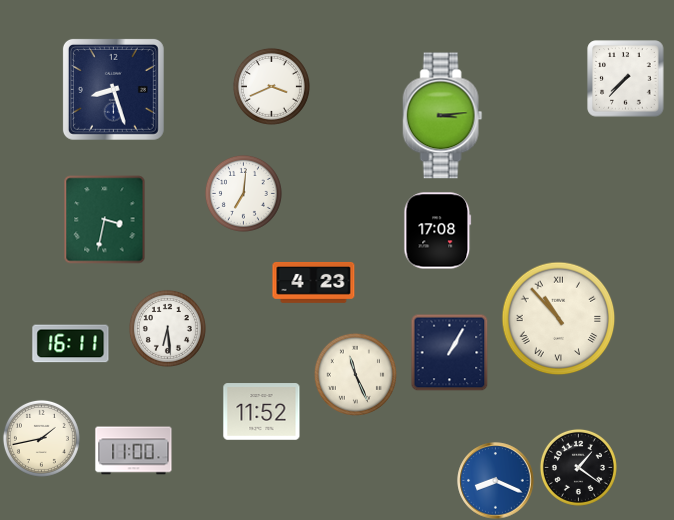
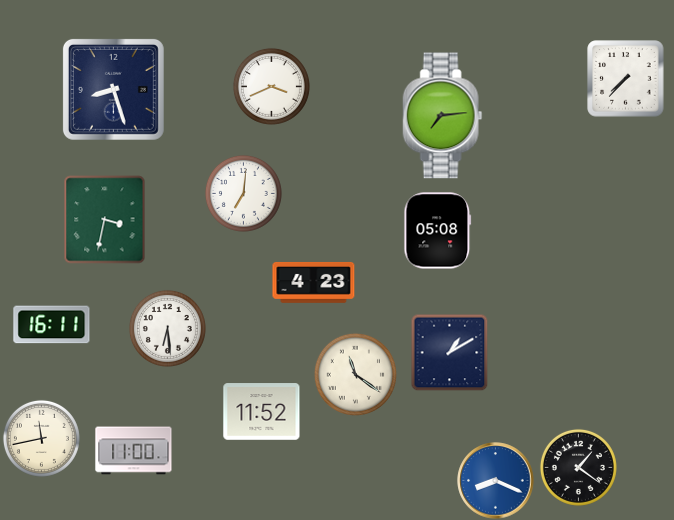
clock at (443, 116): 3:14 -> 7:14
clock at (438, 231): 17:08 -> 05:08
clock at (559, 319): 10:53 -> none
clock at (71, 344) position: (71, 344) -> (52, 325)
clock at (449, 352): 1:05 -> 1:10
clock at (355, 374): 11:26 -> 11:21
clock at (41, 438): 1:43 -> 11:43
